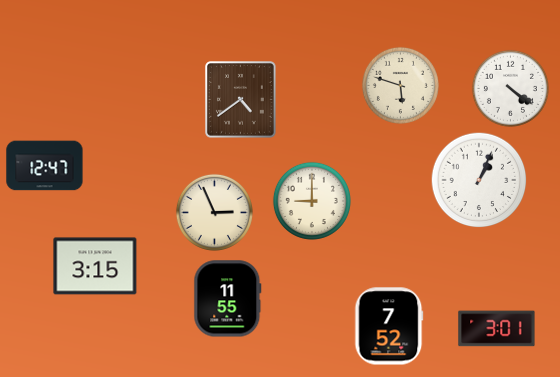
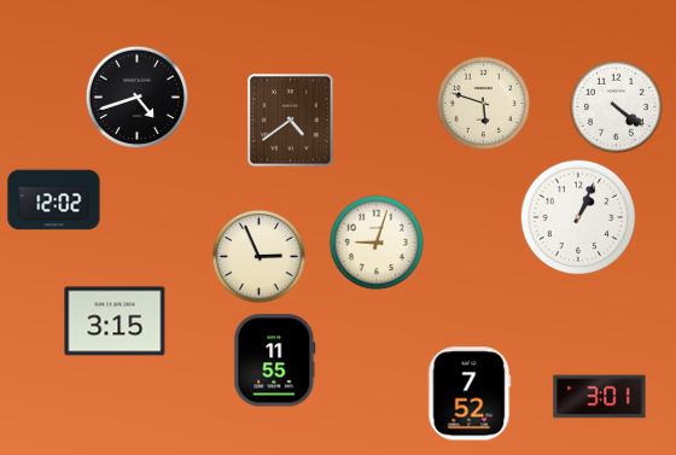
clock at (136, 97): none -> 4:42
clock at (45, 166): 12:47 -> 12:02
clock at (312, 201): 9:00 -> 9:03
